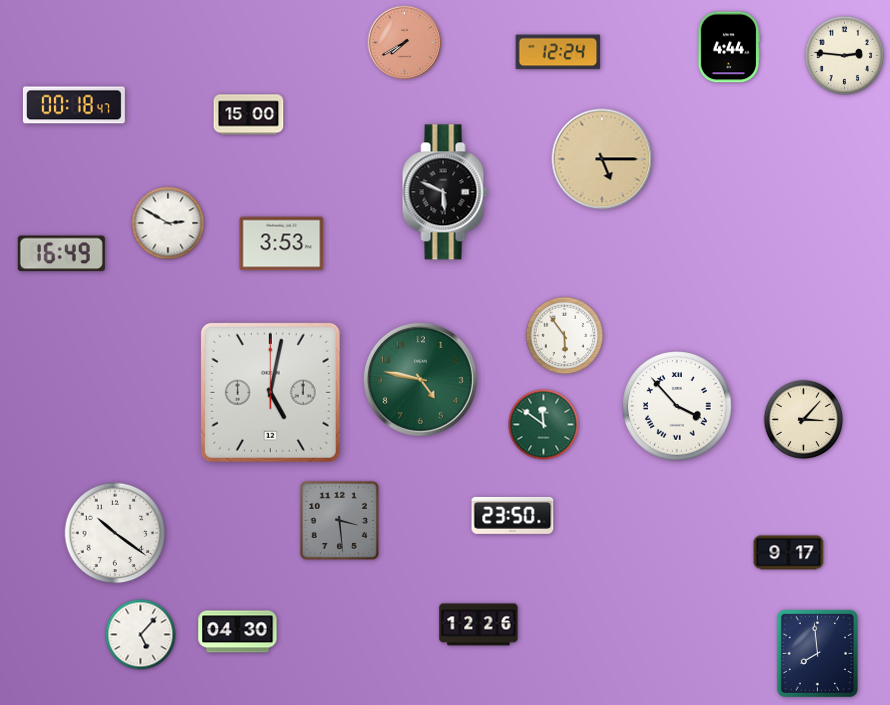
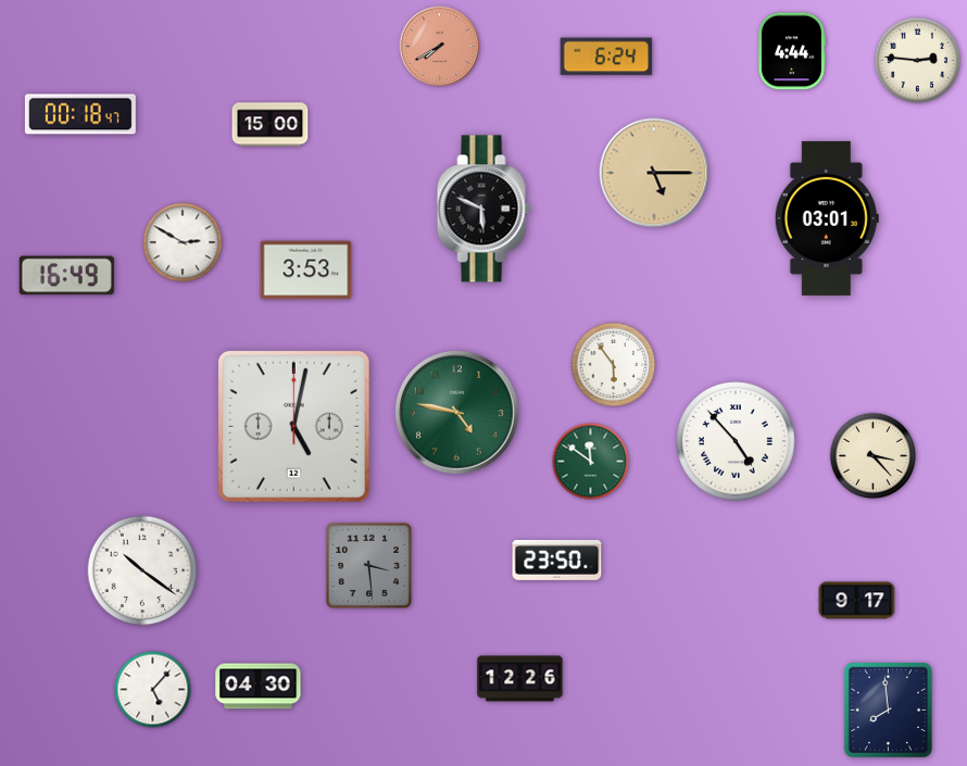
clock at (558, 52): 12:24 -> 6:24
clock at (827, 218): none -> 03:01
clock at (282, 244) position: (282, 244) -> (306, 271)
clock at (677, 406): 3:53 -> 4:53
clock at (804, 420): 3:07 -> 3:23
clock at (115, 533) position: (115, 533) -> (142, 570)
